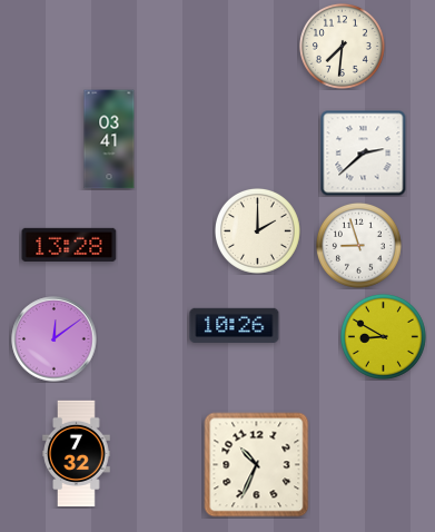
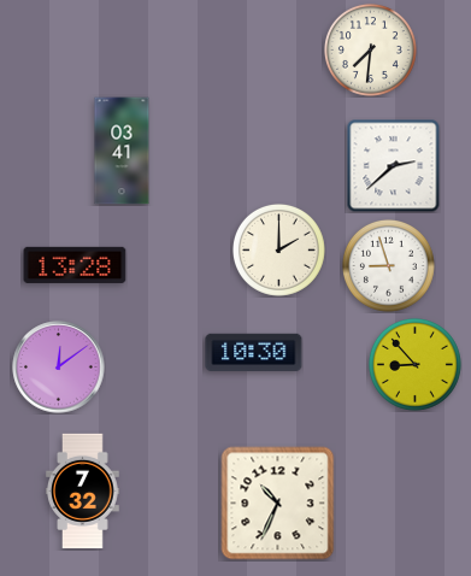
clock at (109, 139) position: (109, 139) -> (122, 151)
clock at (235, 325): 10:26 -> 10:30
clock at (383, 336): 8:50 -> 8:53
